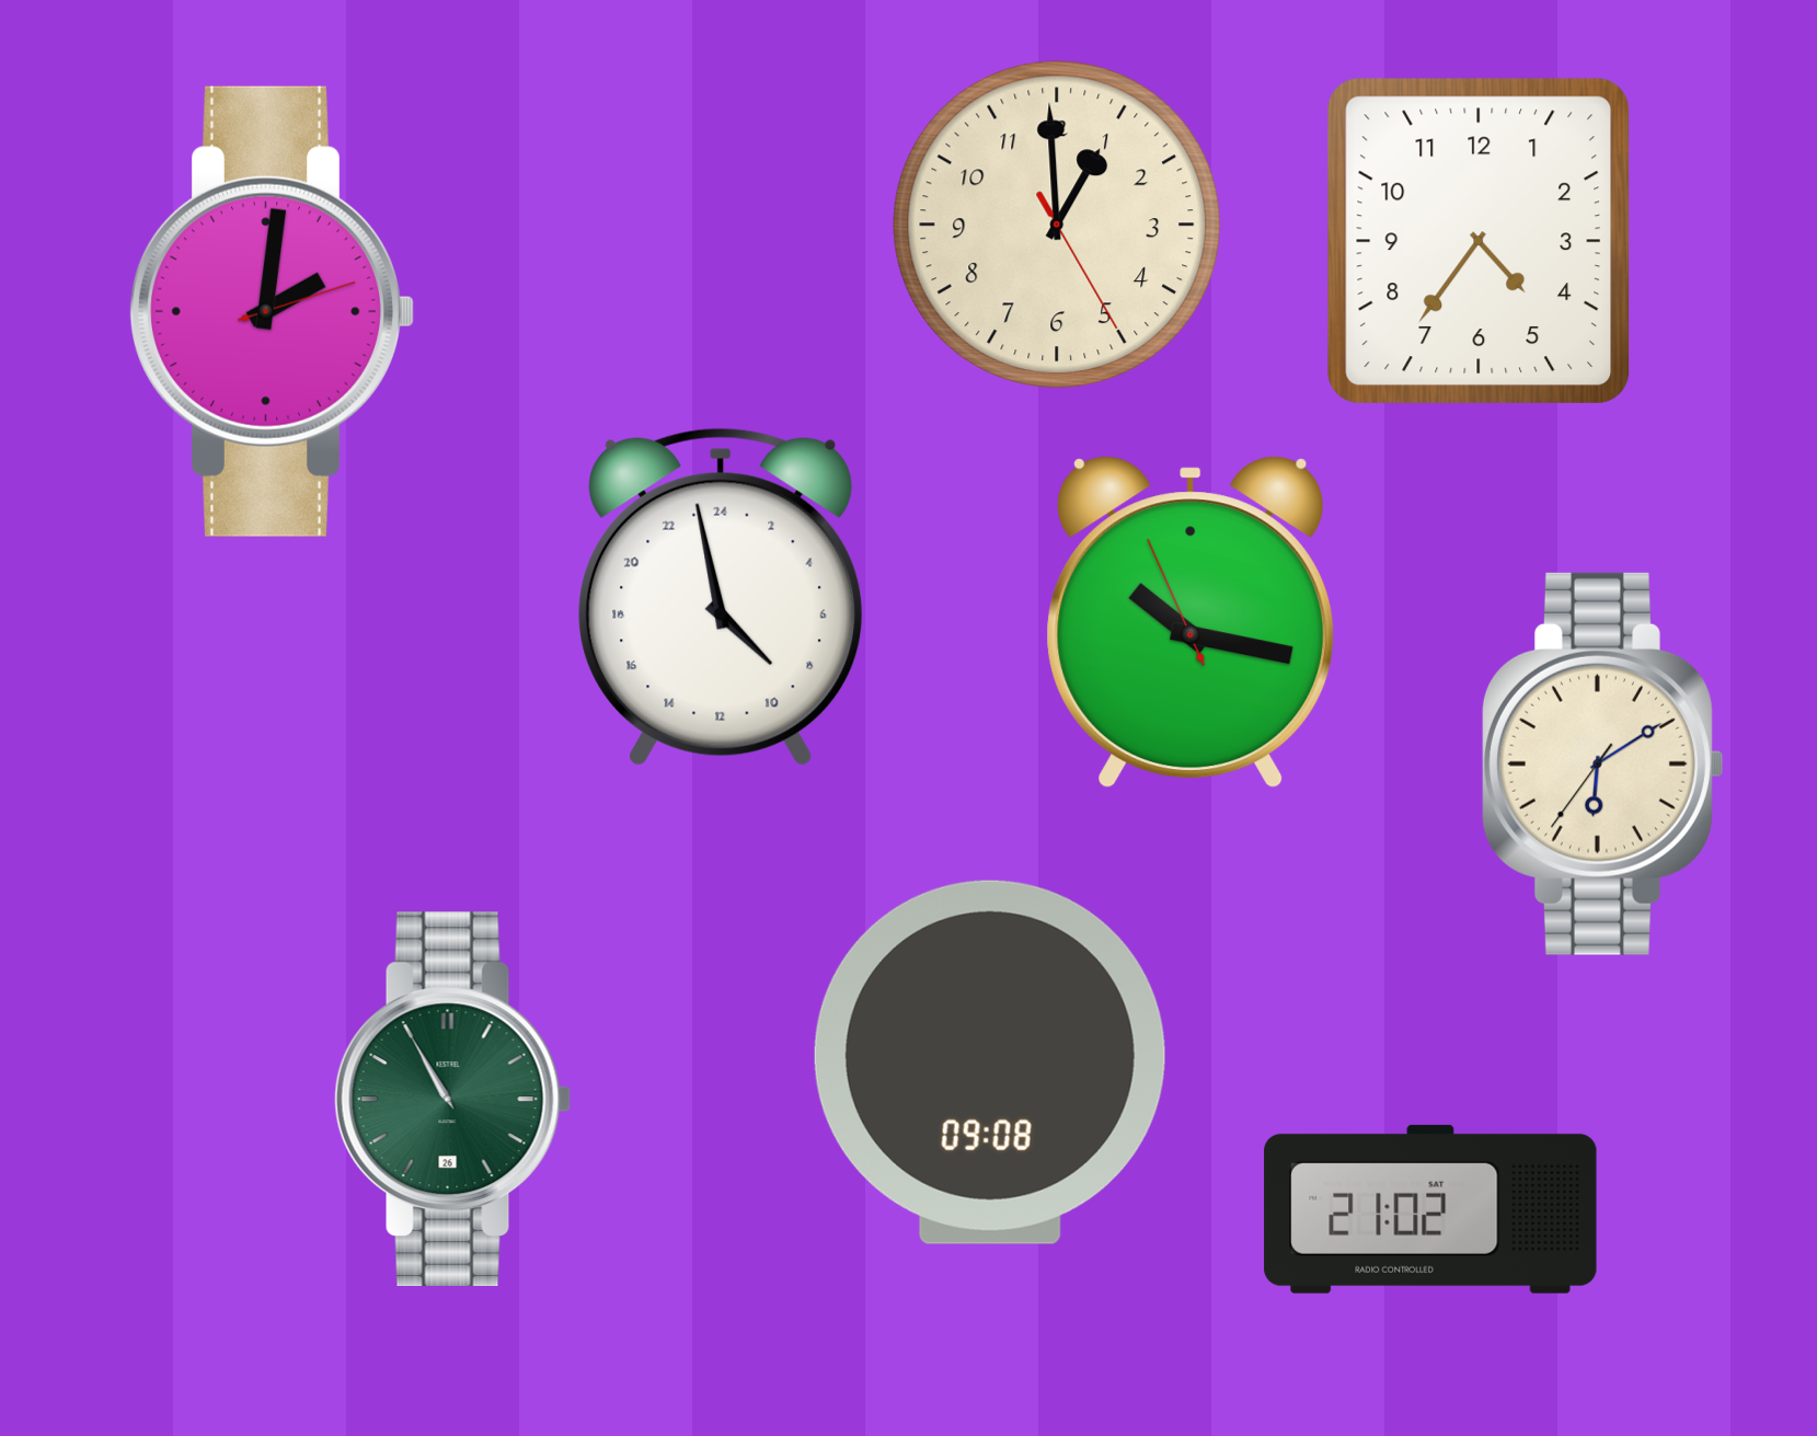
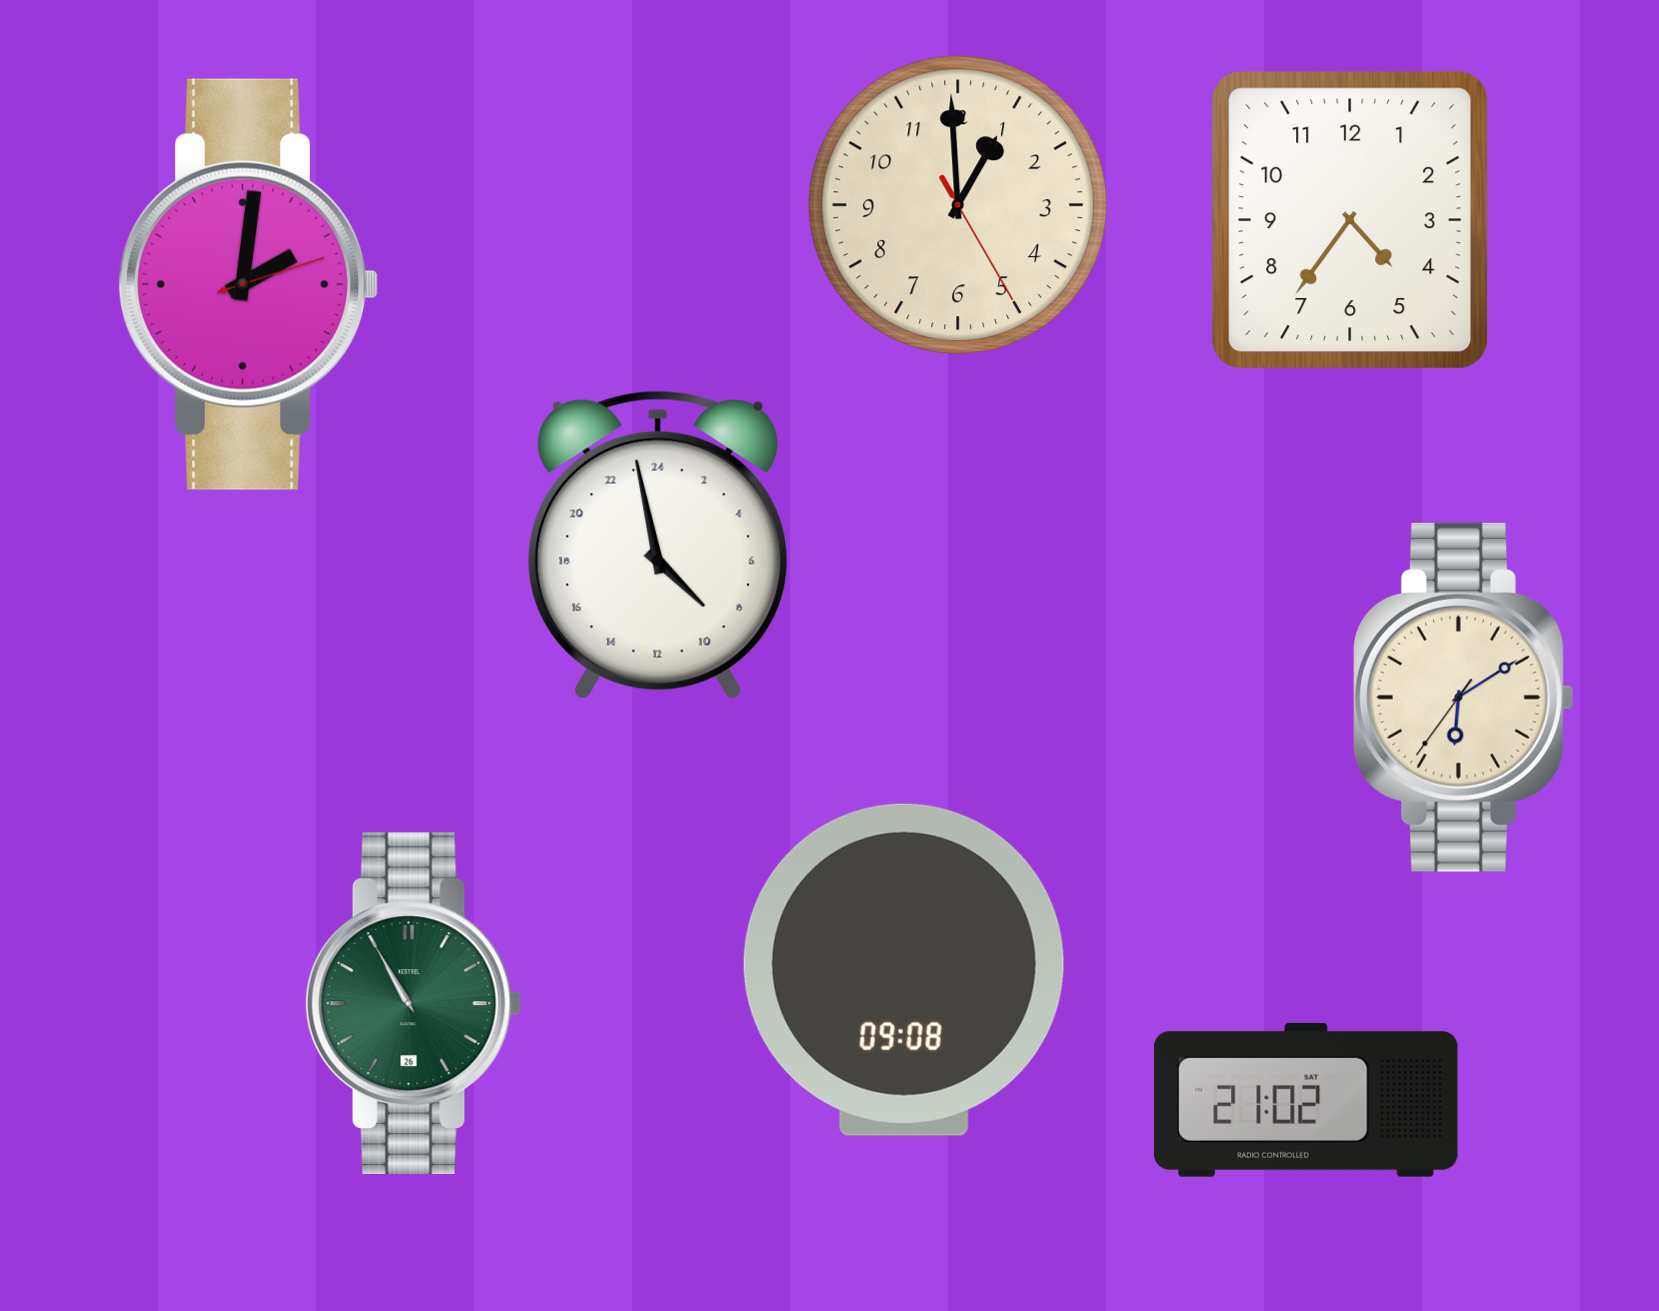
clock at (1057, 225) position: (1057, 225) -> (958, 205)
clock at (1191, 622): 10:16 -> none
clock at (1430, 1209) position: (1430, 1209) -> (1306, 1100)
